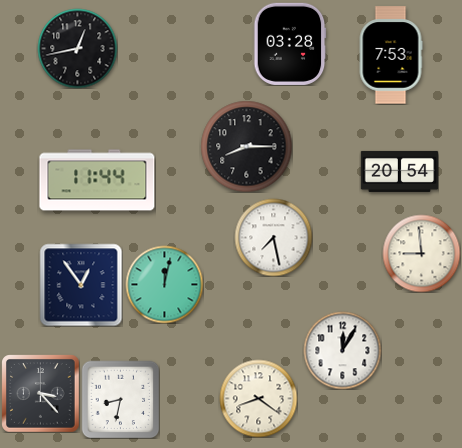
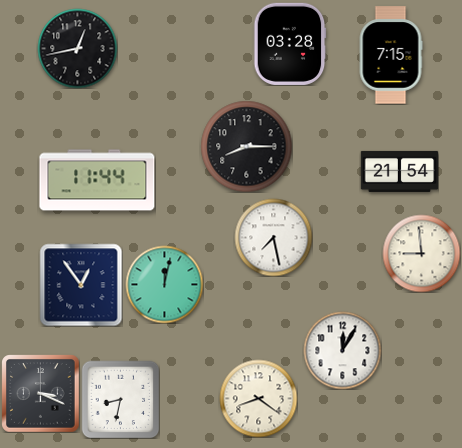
clock at (391, 55): 7:53 -> 7:15
clock at (399, 171): 20:54 -> 21:54
clock at (40, 393): 3:23 -> 3:19
